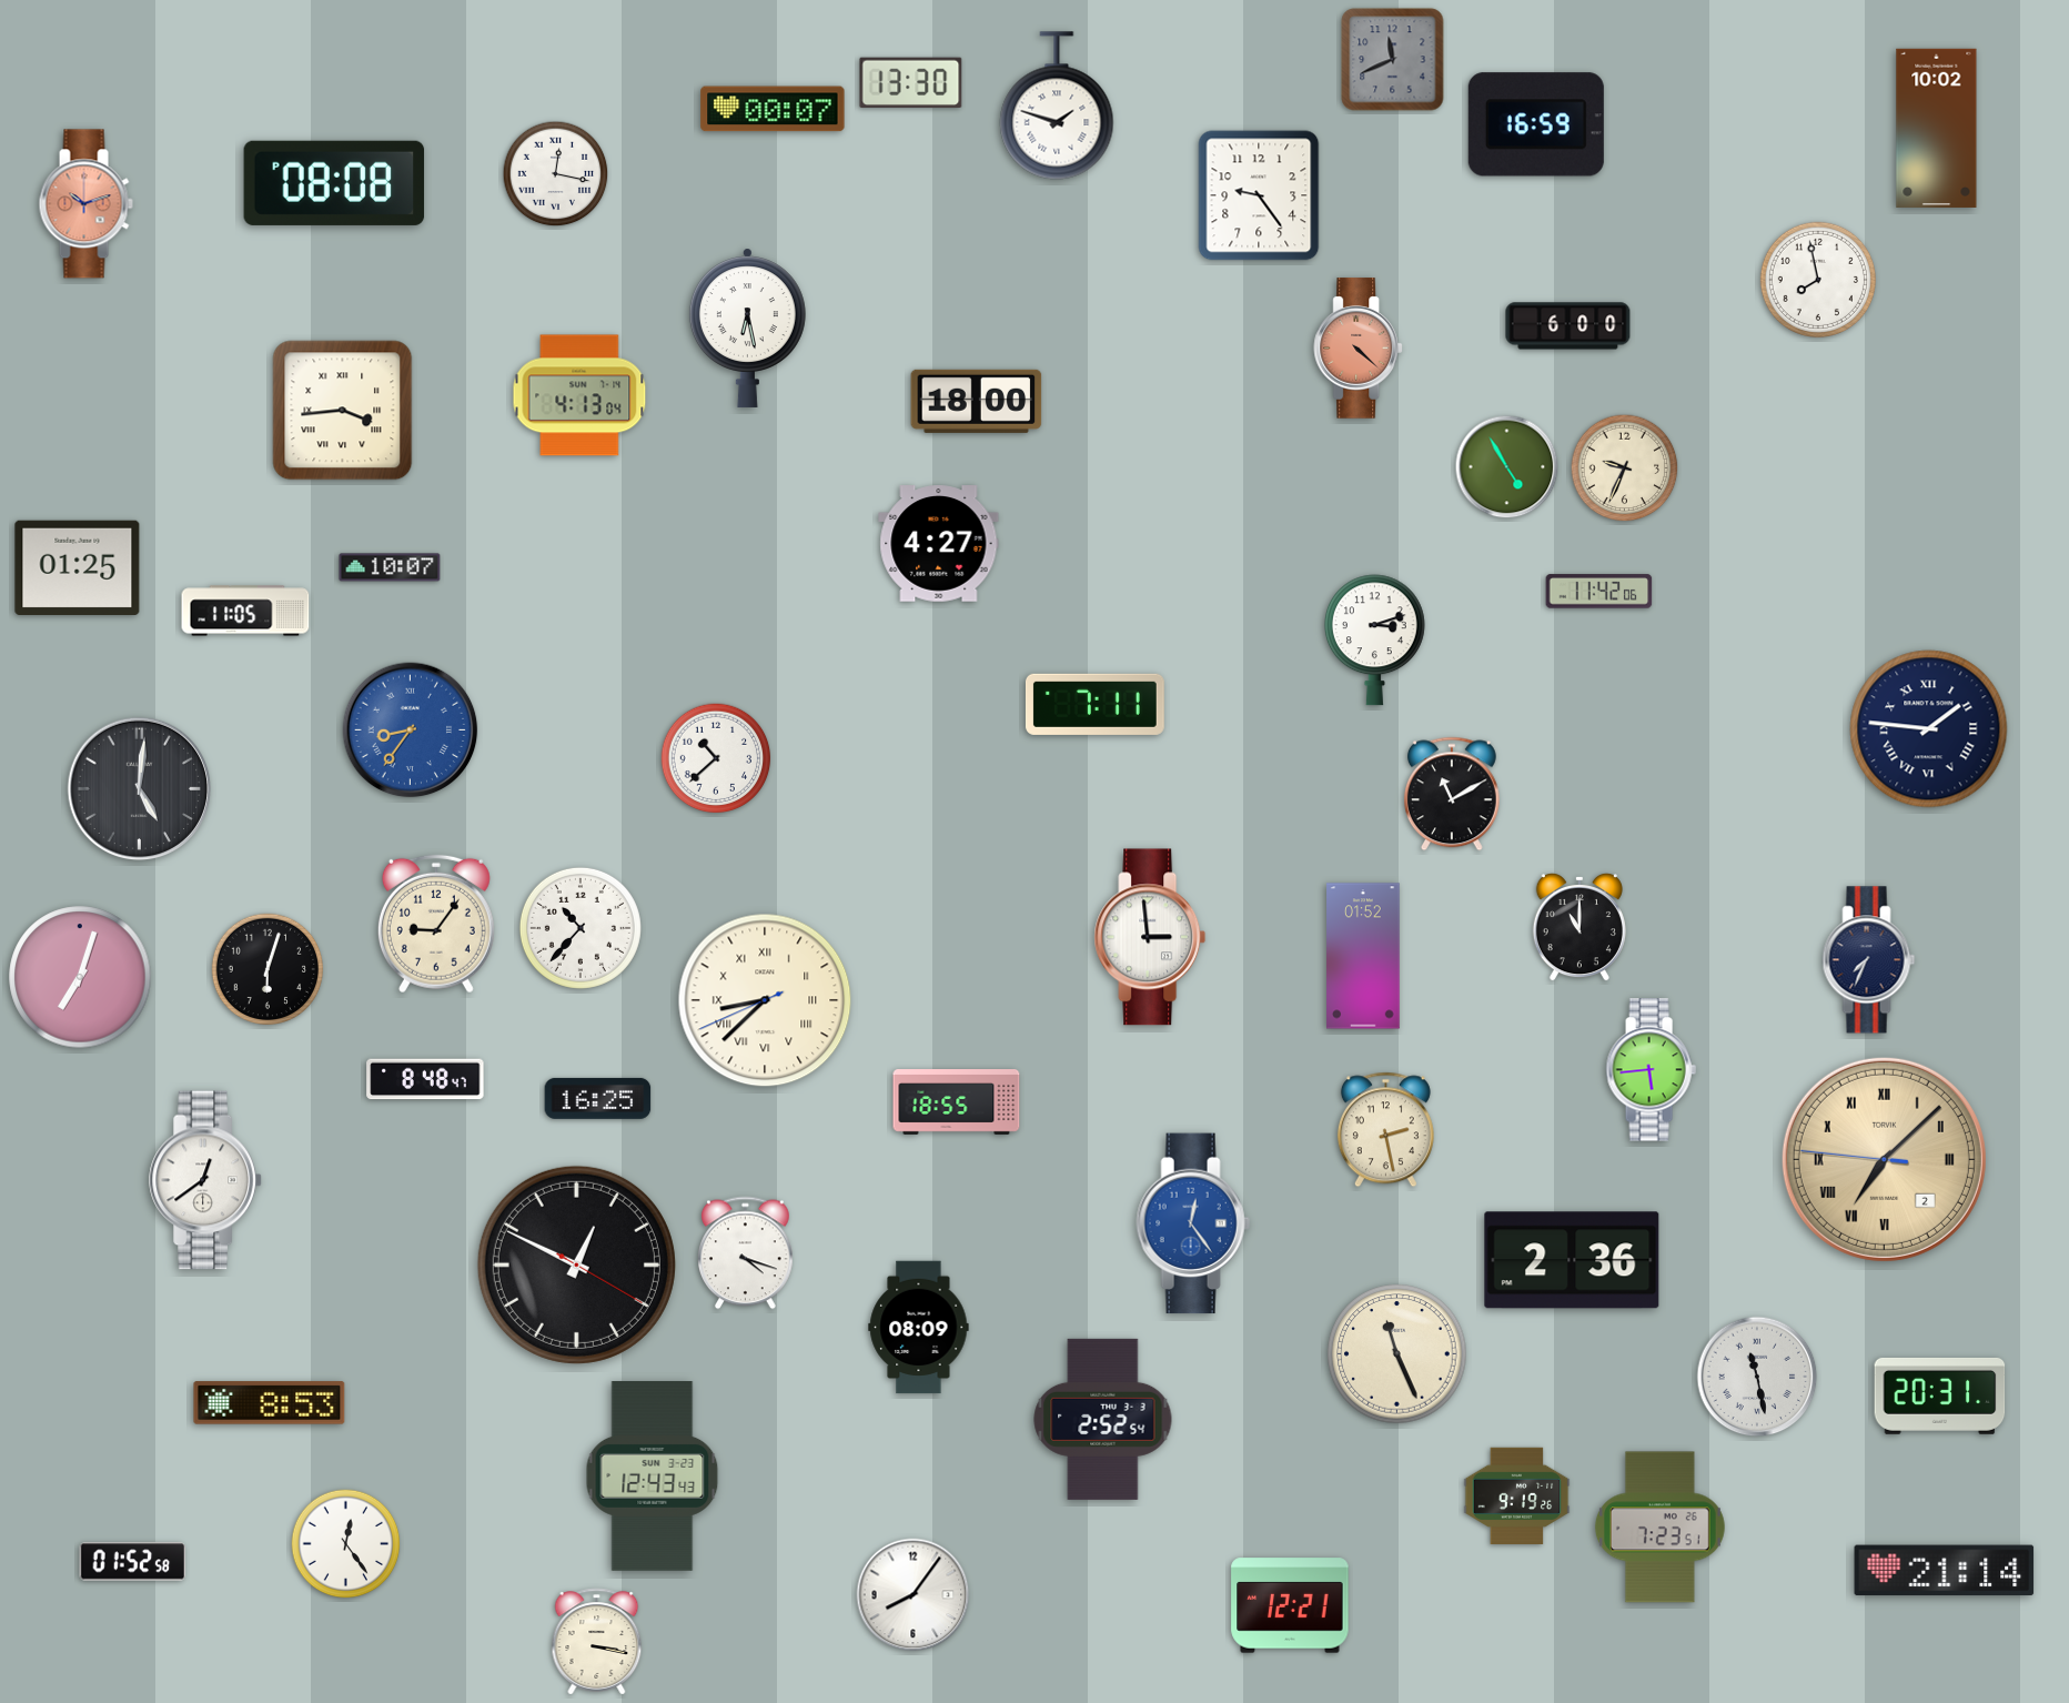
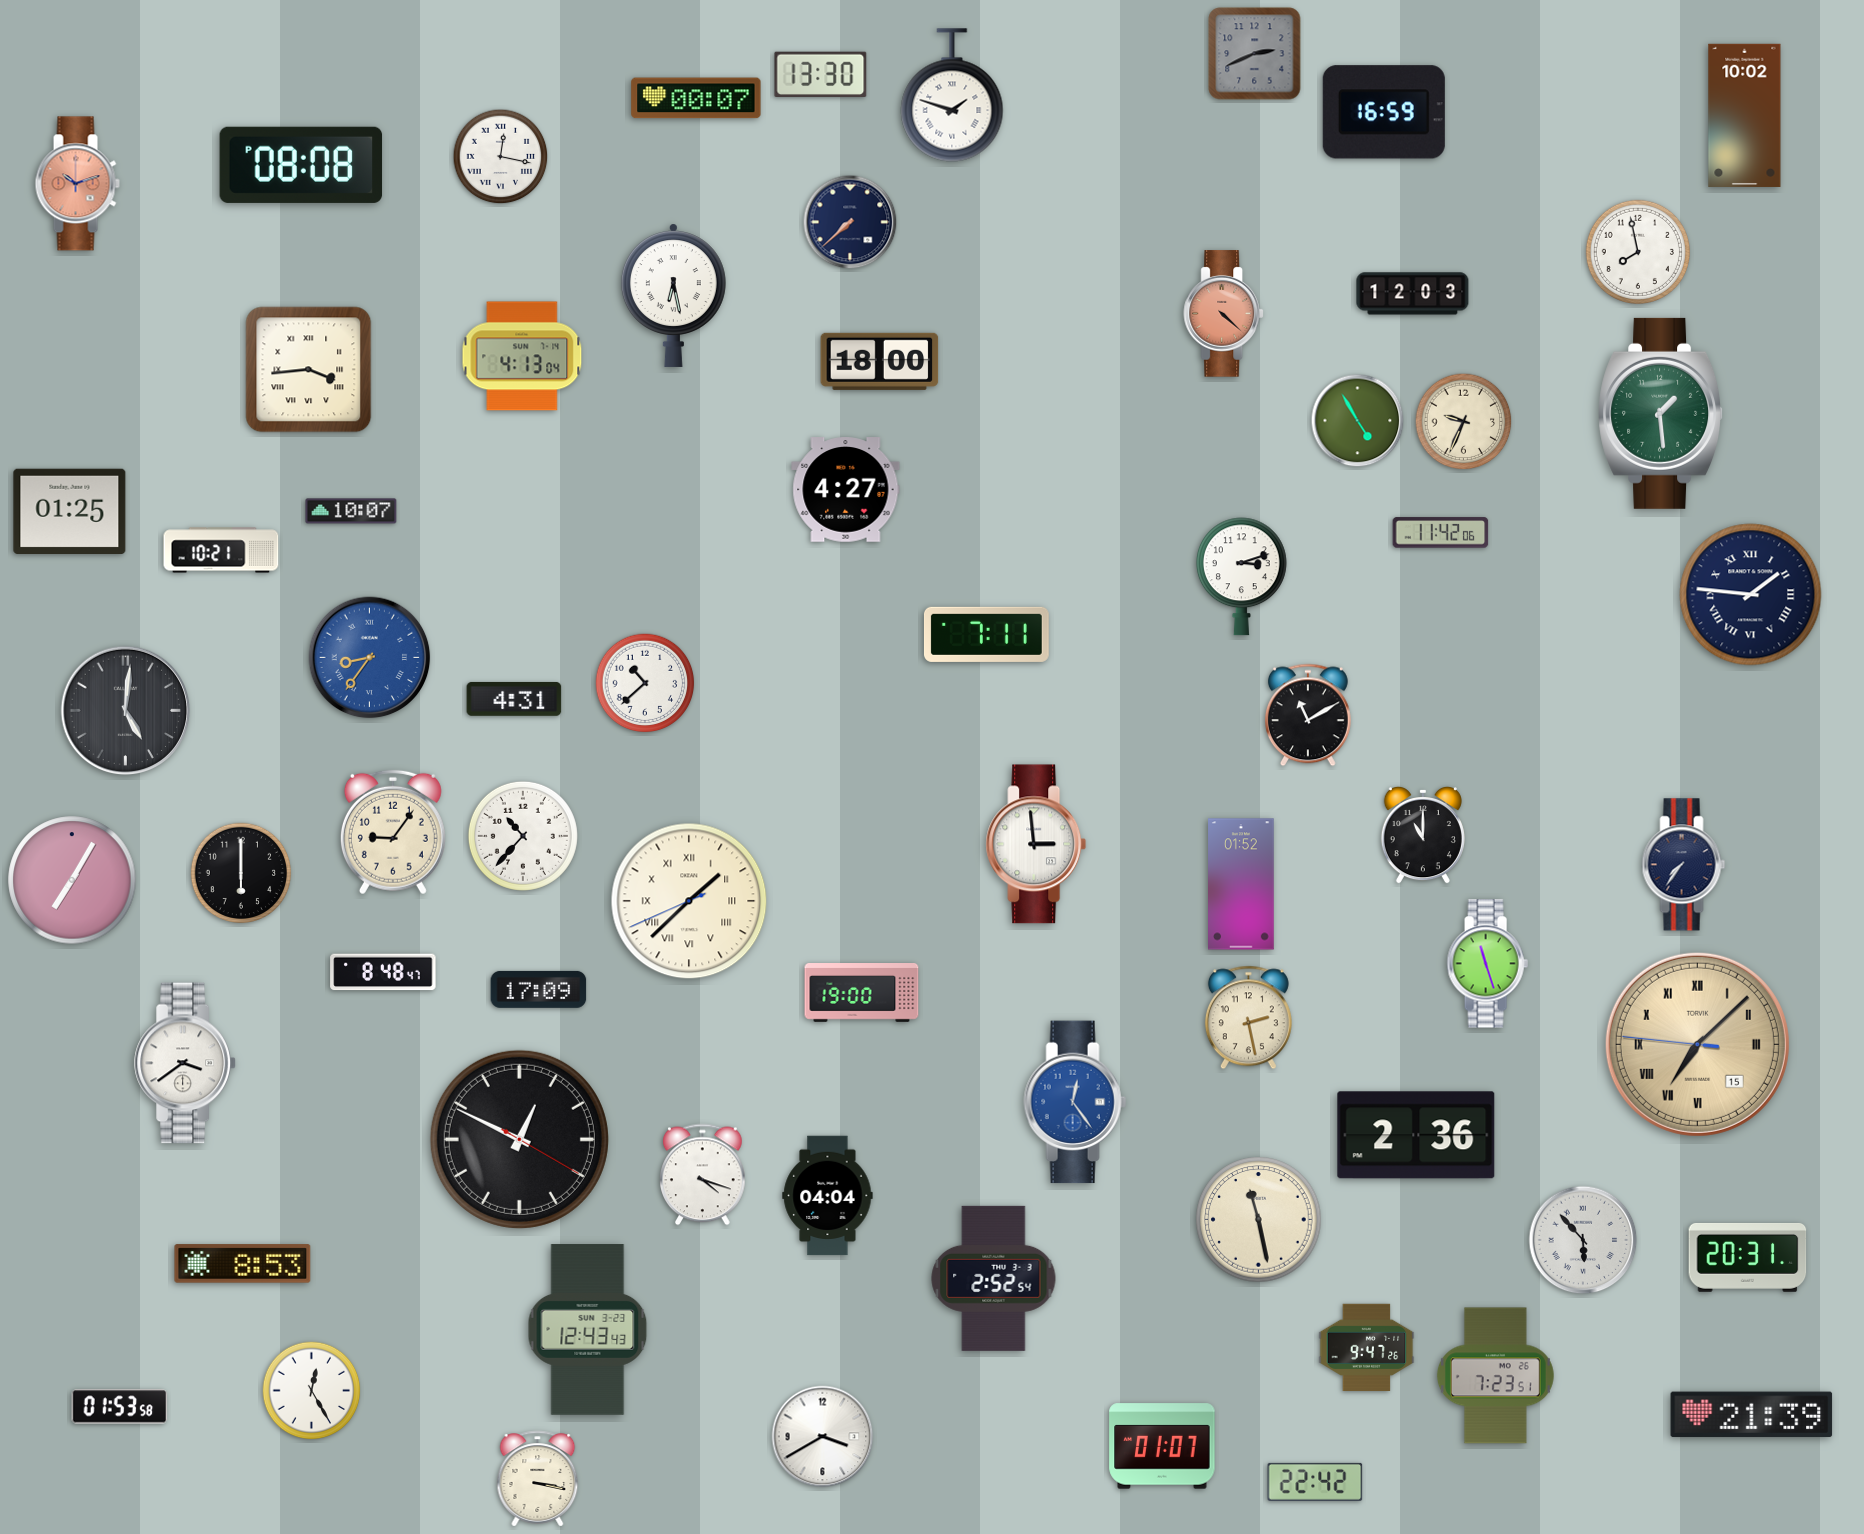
clock at (1393, 60): 11:41 -> 2:41
clock at (1259, 195): 9:24 -> none
clock at (850, 222): none -> 7:38
clock at (1568, 326): 6:00 -> 12:03
clock at (1661, 413): none -> 1:29
clock at (245, 611): 11:05 -> 10:21
clock at (1374, 641) position: (1374, 641) -> (1241, 577)
clock at (1929, 729) position: (1929, 729) -> (1751, 595)
clock at (514, 699): none -> 4:31
clock at (1363, 956) position: (1363, 956) -> (1241, 884)
clock at (1869, 960): 7:34 -> 7:36
clock at (268, 969): 6:03 -> 6:00
clock at (80, 977): 7:03 -> 7:05
clock at (765, 1000): 8:37 -> 1:37
clock at (1651, 1070): 5:44 -> 11:27
clock at (598, 1098): 16:25 -> 17:09
clock at (957, 1102): 18:55 -> 19:00
clock at (1884, 1159) date: 2 -> 15
clock at (205, 1180): 12:39 -> 3:39
clock at (746, 1253) position: (746, 1253) -> (703, 1175)
clock at (919, 1328): 08:09 -> 04:04
clock at (1397, 1354): 11:26 -> 11:28
clock at (1757, 1377): 11:28 -> 5:53
clock at (1517, 1495): 9:19 -> 9:47
clock at (346, 1544): 12:24 -> 12:25
clock at (133, 1562): 01:52 -> 01:53
clock at (1945, 1571): 21:14 -> 21:39
clock at (914, 1595): 8:06 -> 3:40
clock at (1290, 1605): 12:21 -> 01:07
clock at (1315, 1482): none -> 22:42
